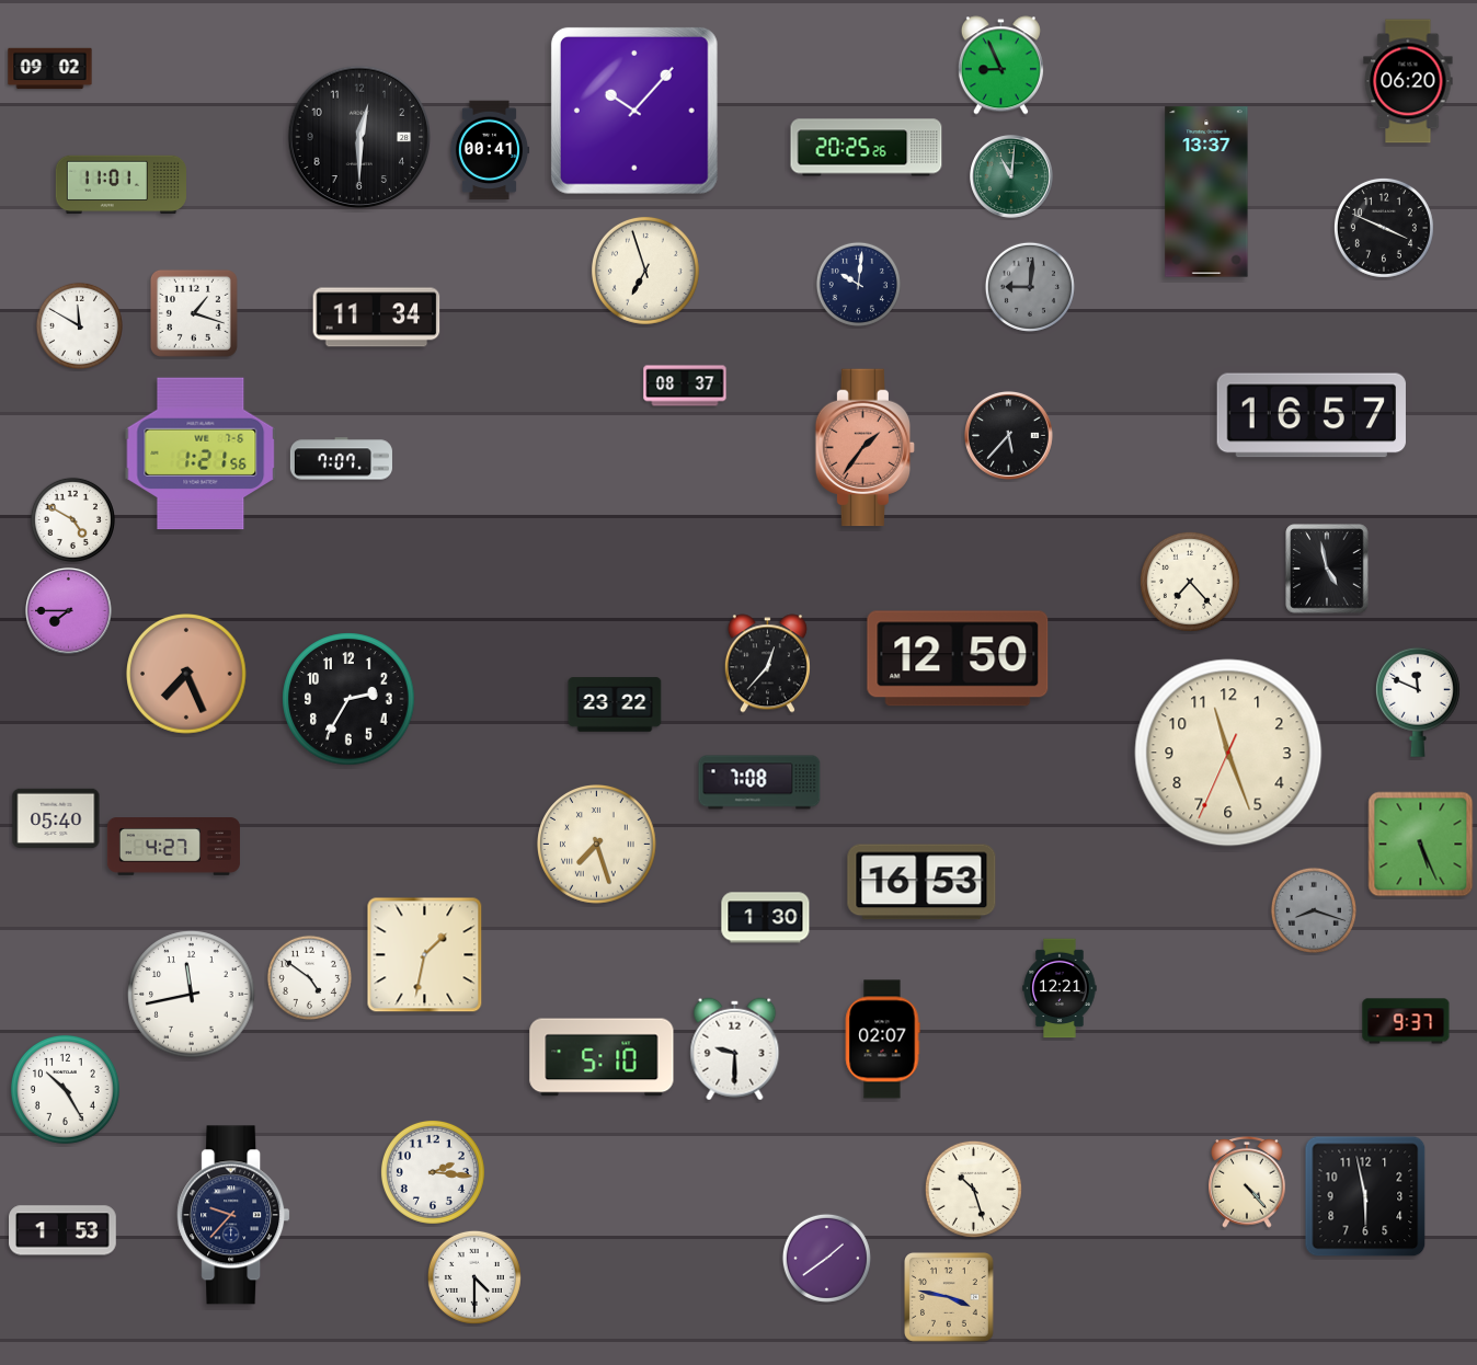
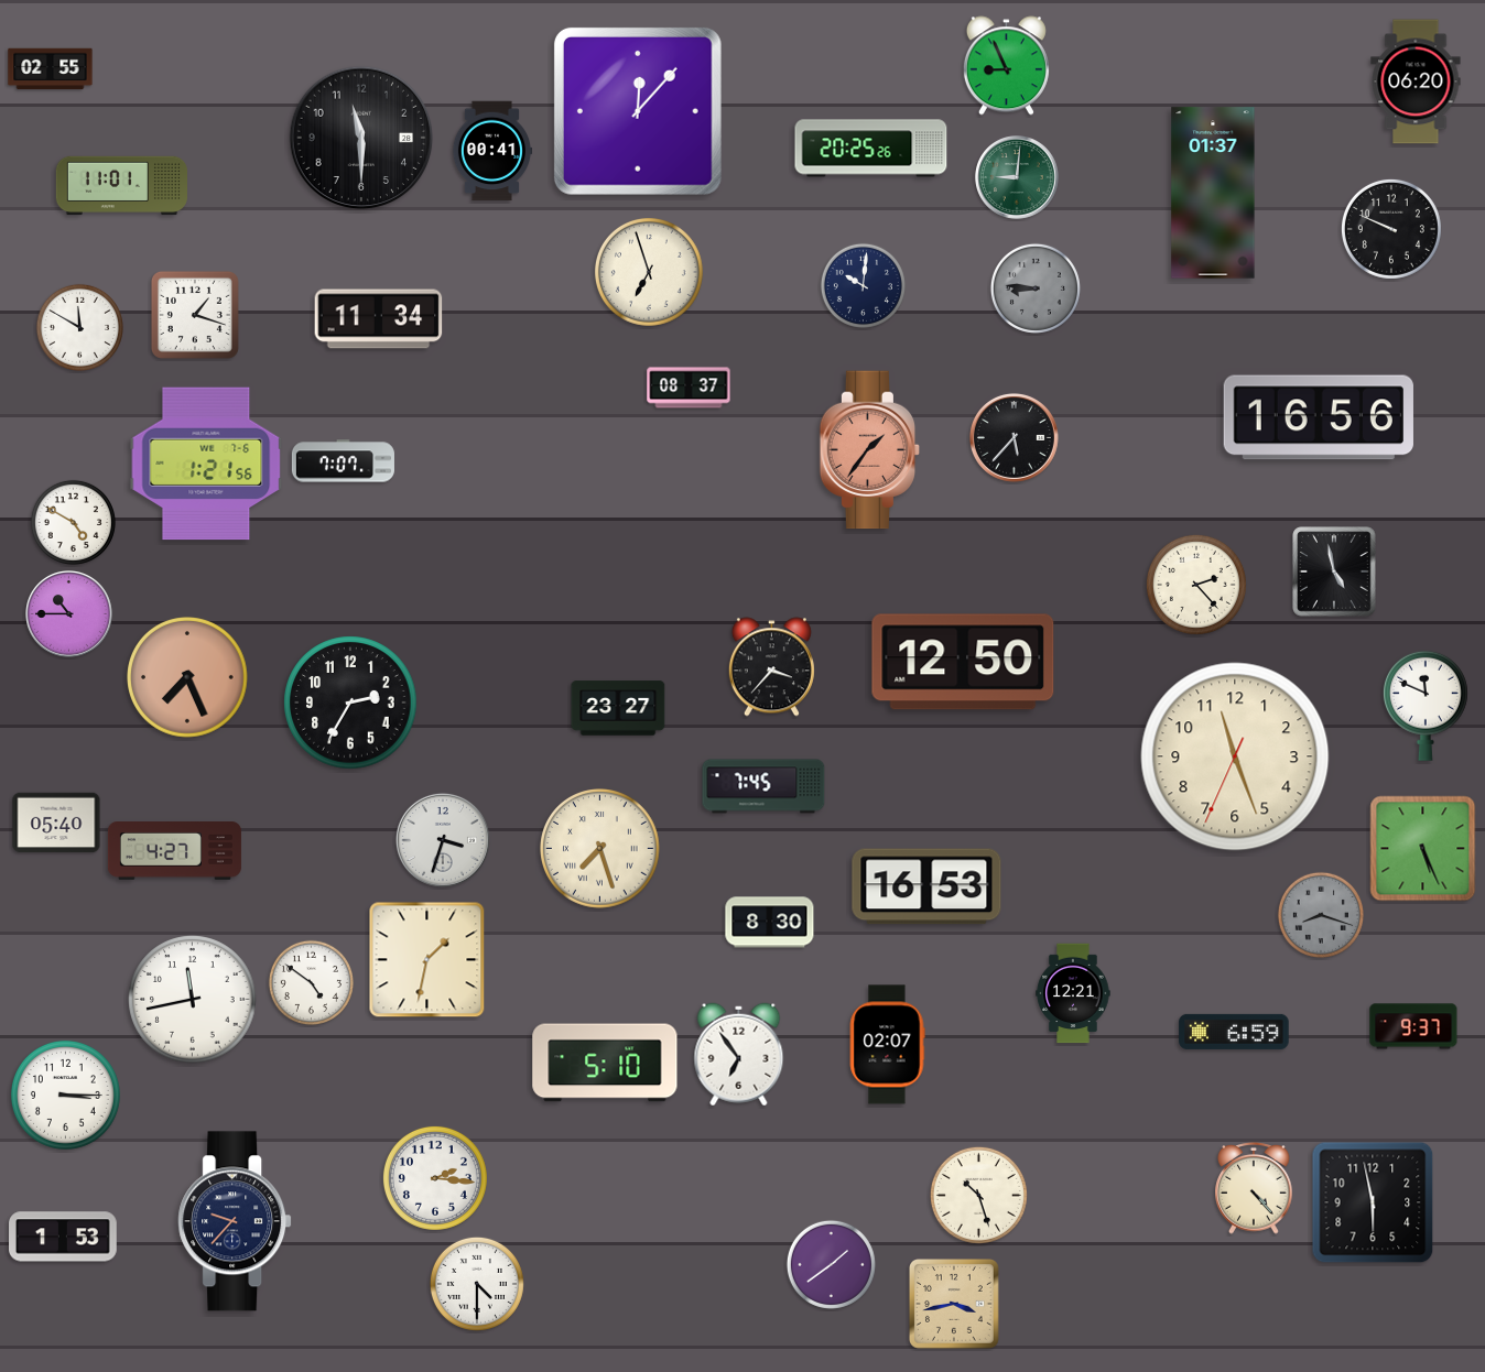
clock at (50, 69): 09:02 -> 02:55
clock at (634, 111): 10:07 -> 12:07
clock at (359, 137): 12:30 -> 11:30
clock at (1012, 177): 11:01 -> 9:01
clock at (1206, 192): 13:37 -> 01:37
clock at (1384, 228): 3:49 -> 9:49
clock at (1030, 287): 9:01 -> 8:46
clock at (1312, 415): 16:57 -> 16:56
clock at (201, 454) position: (201, 454) -> (206, 464)
clock at (1190, 582): 7:23 -> 2:23
clock at (69, 611): 7:45 -> 10:45
clock at (767, 664): 12:37 -> 3:37
clock at (615, 704): 23:22 -> 23:27
clock at (759, 782): 7:08 -> 7:45
clock at (443, 840): none -> 3:33
clock at (1421, 845) position: (1421, 845) -> (1423, 849)
clock at (766, 918): 1:30 -> 8:30
clock at (1060, 988) position: (1060, 988) -> (1073, 993)
clock at (1234, 1032): none -> 6:59
clock at (735, 1049): 9:30 -> 6:54
clock at (65, 1089): 10:25 -> 3:15
clock at (950, 1298): 3:47 -> 3:43
